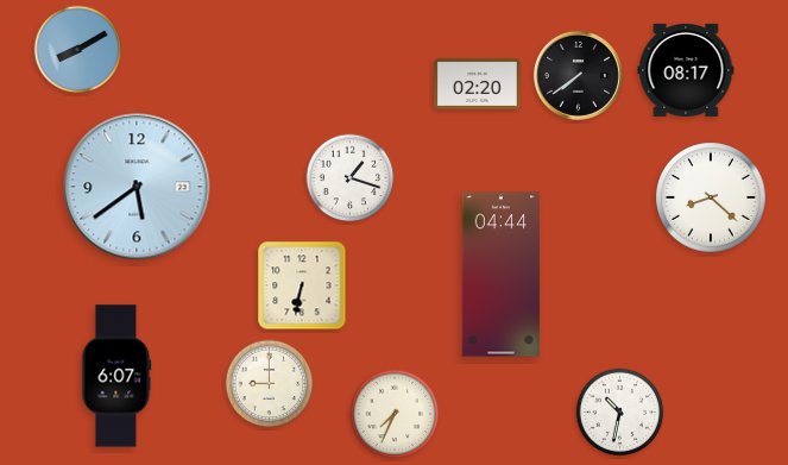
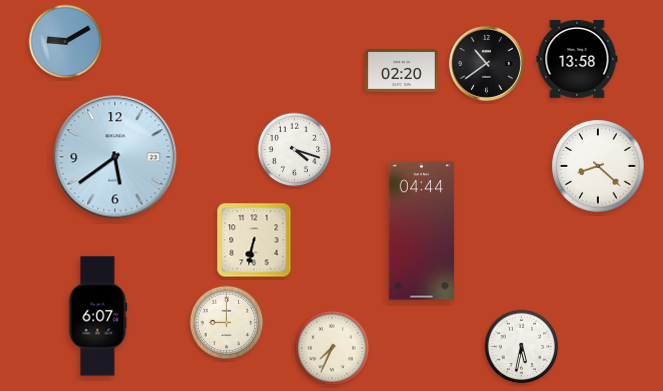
clock at (78, 50): 8:10 -> 9:10
clock at (686, 70): 08:17 -> 13:58
clock at (578, 75): 7:39 -> 10:39
clock at (351, 178): 1:18 -> 4:18
clock at (620, 413): 10:32 -> 5:32
